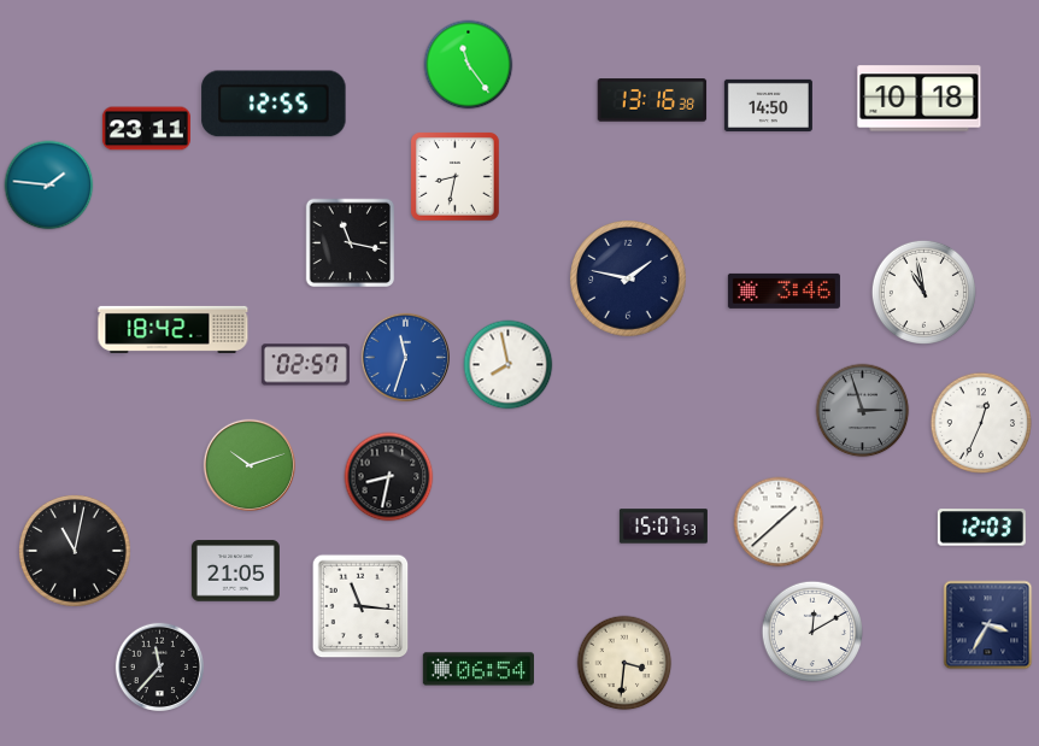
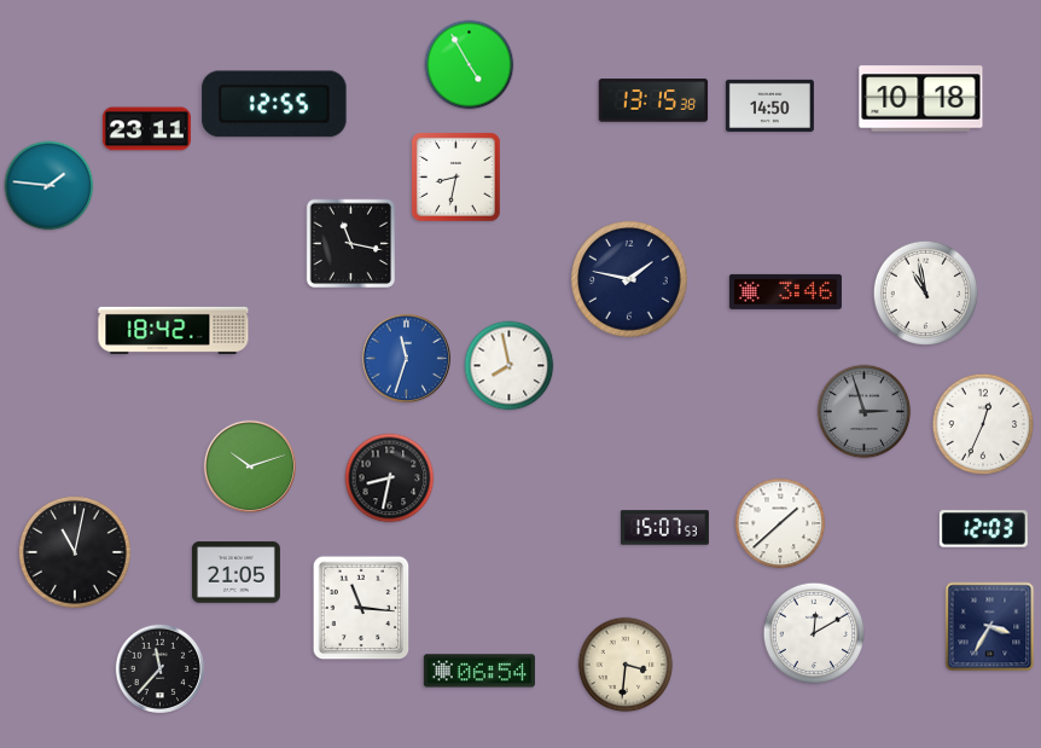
clock at (469, 65): 11:24 -> 4:55
clock at (652, 100): 13:16 -> 13:15
clock at (305, 365): 02:57 -> none
